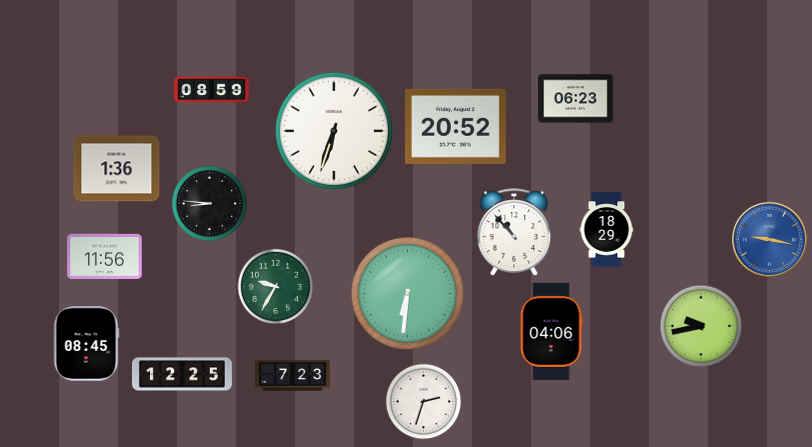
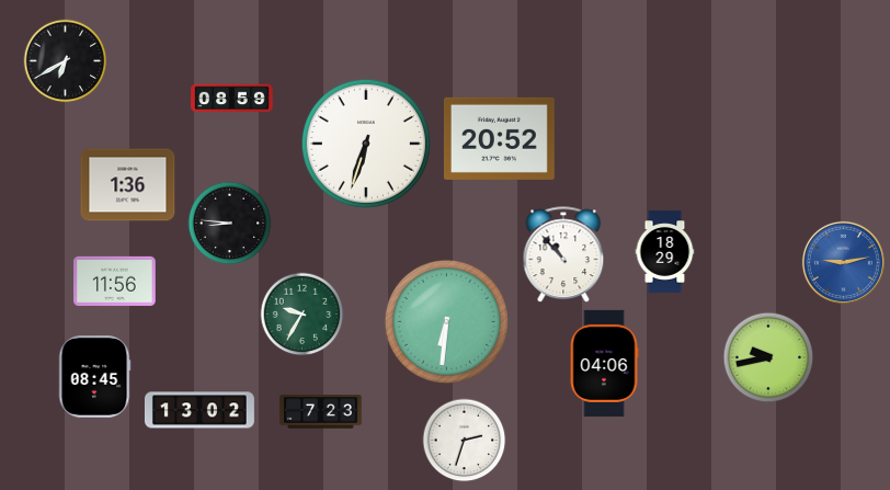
clock at (66, 61): none -> 6:40
clock at (576, 99): 06:23 -> none
clock at (769, 239): 9:17 -> 9:13
clock at (182, 374): 12:25 -> 13:02
